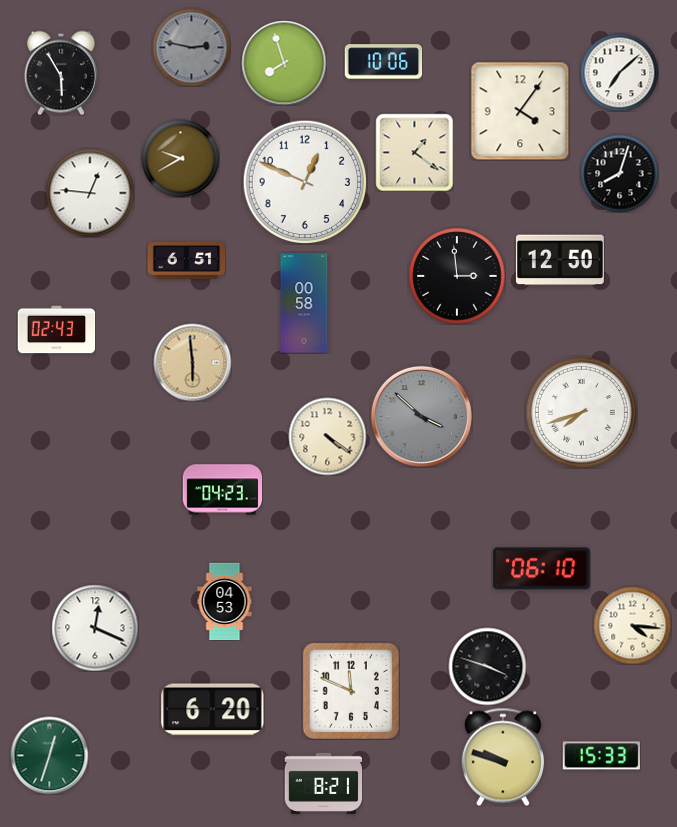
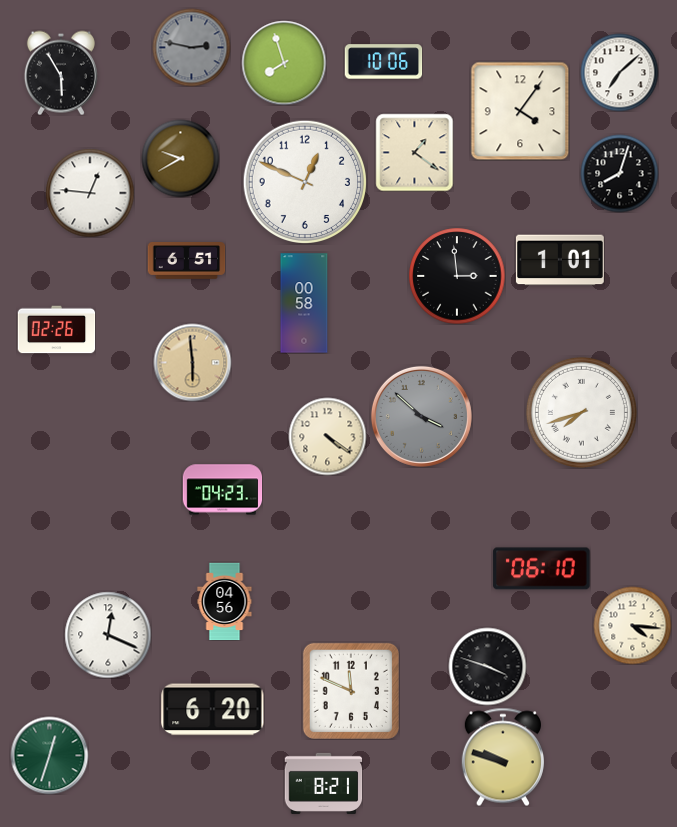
clock at (560, 260): 12:50 -> 1:01
clock at (56, 330): 02:43 -> 02:26
clock at (225, 601): 04:53 -> 04:56
clock at (95, 628) position: (95, 628) -> (108, 635)
clock at (601, 756): 15:33 -> none
